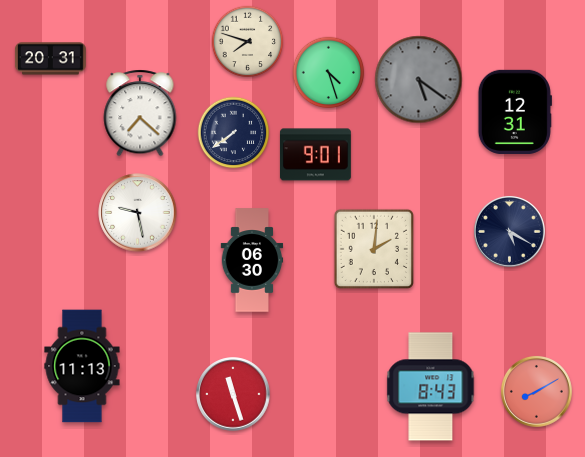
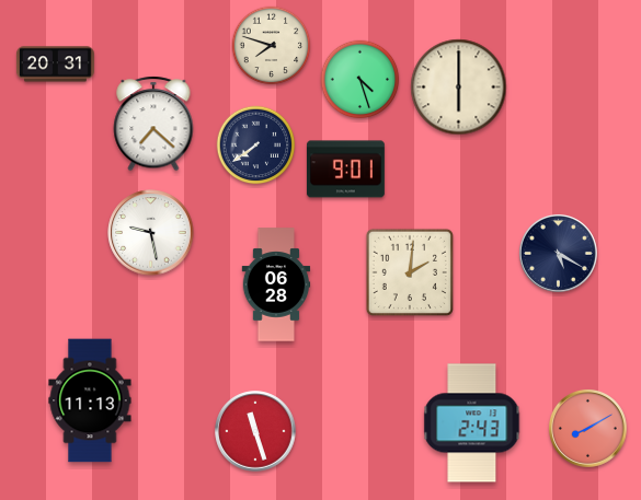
clock at (419, 80): 5:21 -> 6:00
clock at (419, 80) dial: grey -> cream
clock at (515, 112): 12:31 -> none
clock at (252, 260): 06:30 -> 06:28
clock at (431, 387): 8:43 -> 2:43
